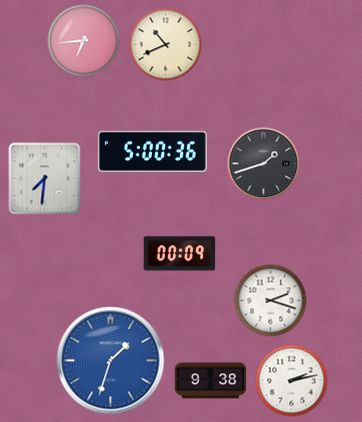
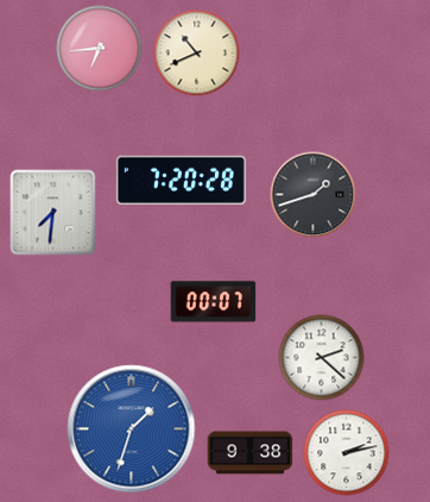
clock at (152, 152): 5:00 -> 7:20
clock at (180, 254): 00:09 -> 00:07
clock at (271, 301): 2:18 -> 2:22
